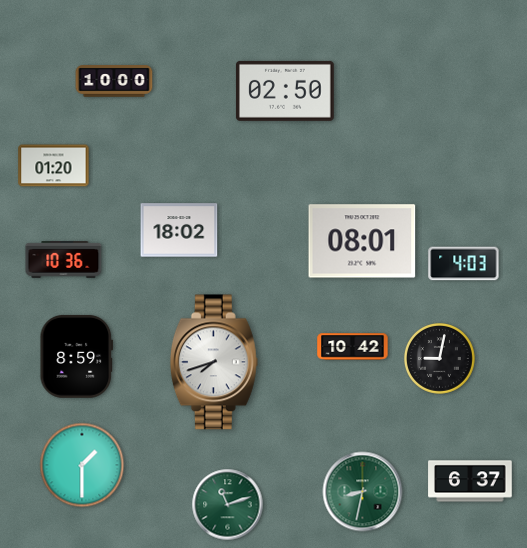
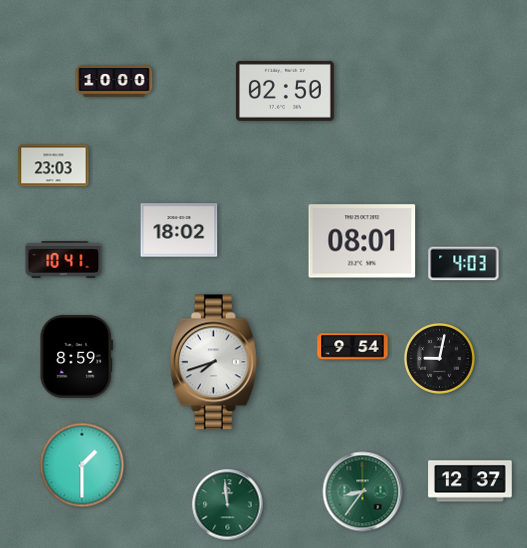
clock at (54, 166): 01:20 -> 23:03
clock at (64, 260): 10:36 -> 10:41
clock at (353, 347): 10:42 -> 9:54
clock at (470, 481): 6:37 -> 12:37
clock at (363, 492): 8:32 -> 8:36
clock at (228, 505): 11:12 -> 11:59
